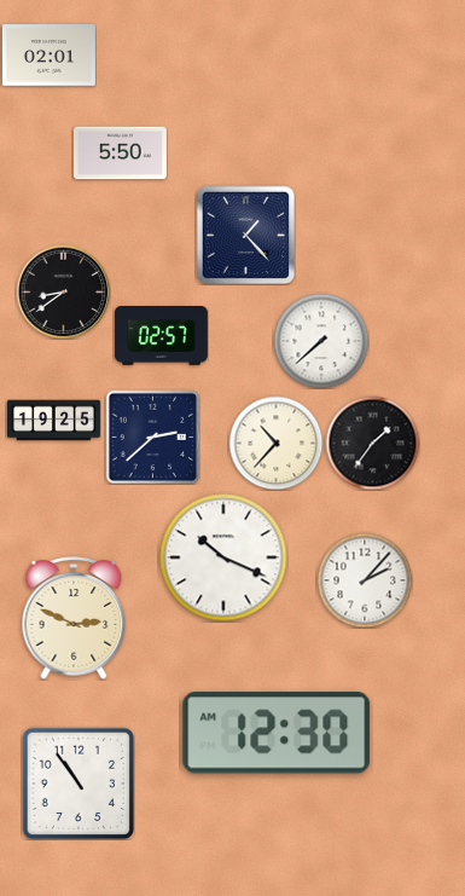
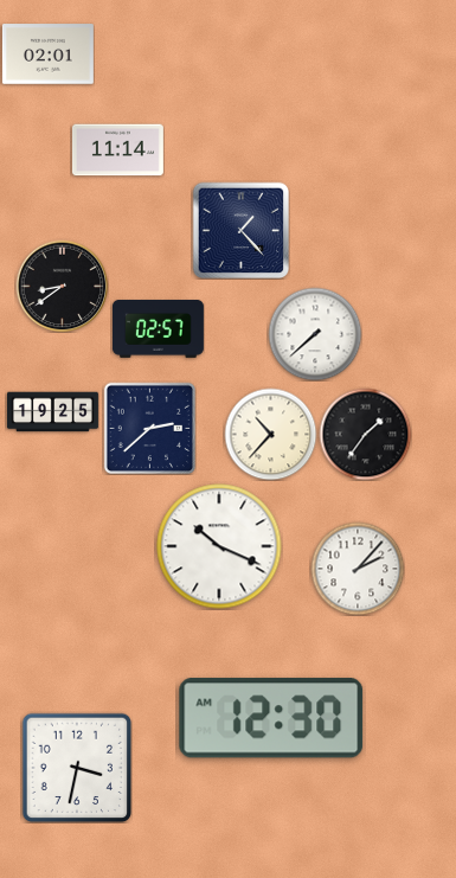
clock at (120, 154): 5:50 -> 11:14
clock at (74, 618): 2:49 -> none
clock at (79, 784): 10:54 -> 3:32
